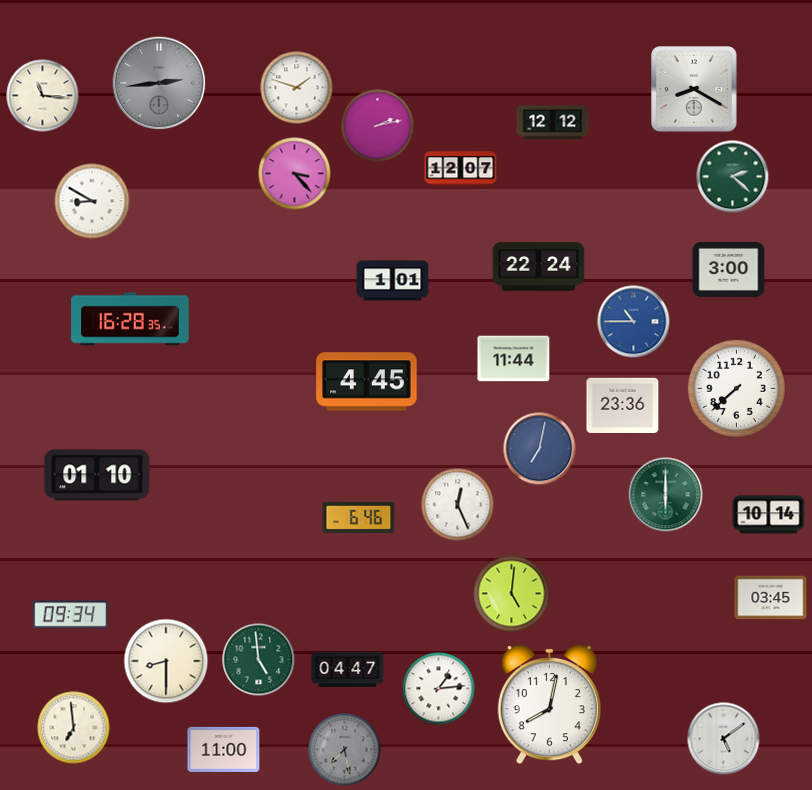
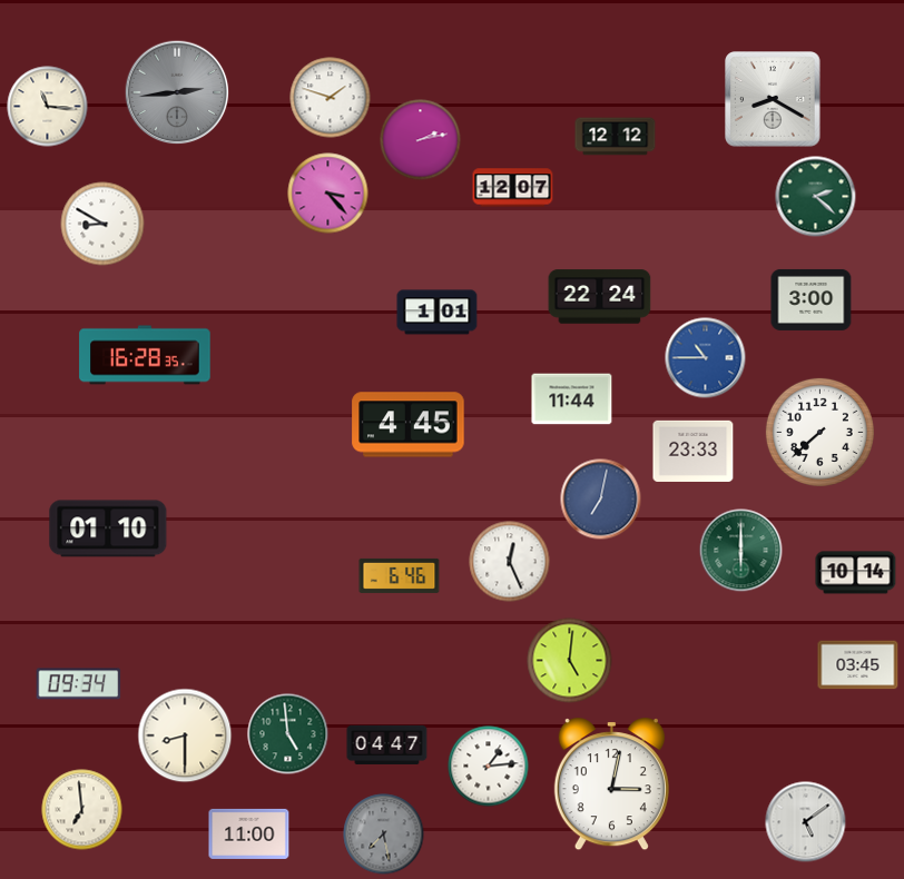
clock at (623, 405): 23:36 -> 23:33
clock at (549, 705): 8:02 -> 3:02
